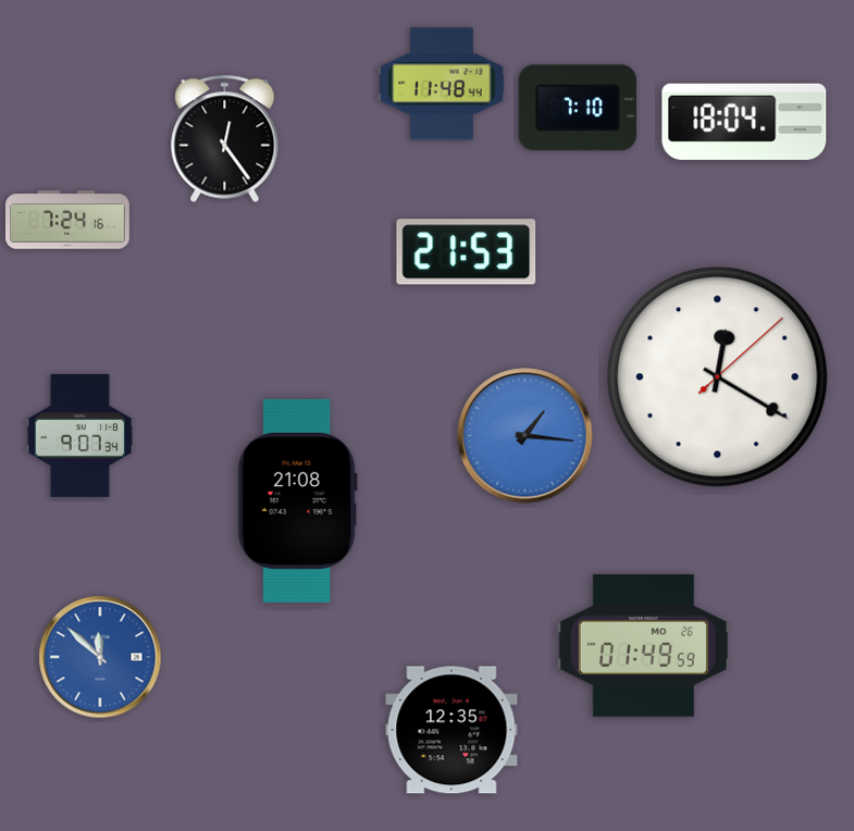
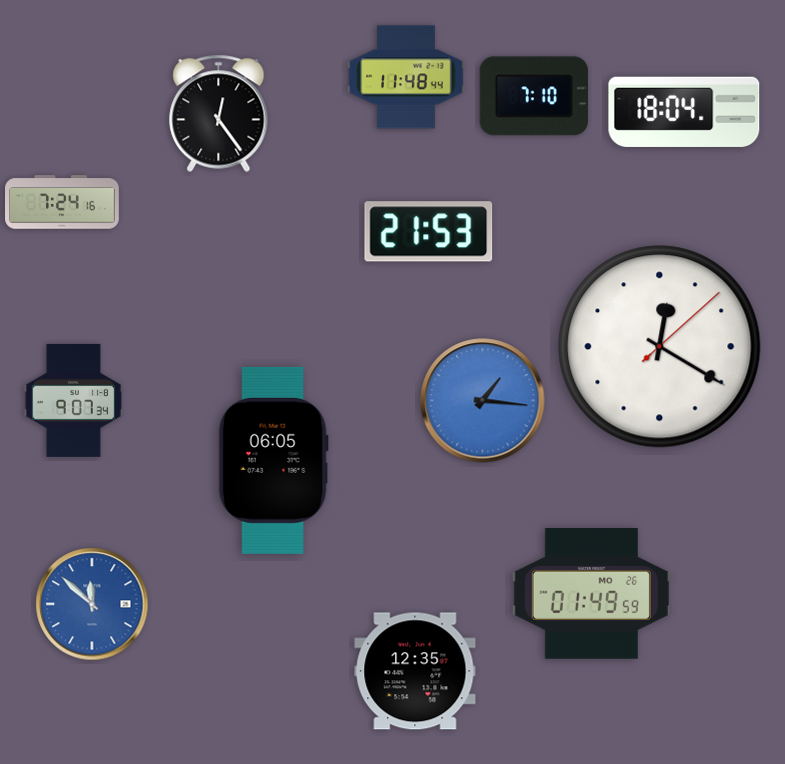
clock at (578, 108) position: (578, 108) -> (534, 96)
clock at (225, 138) position: (225, 138) -> (219, 113)
clock at (297, 500): 21:08 -> 06:05
